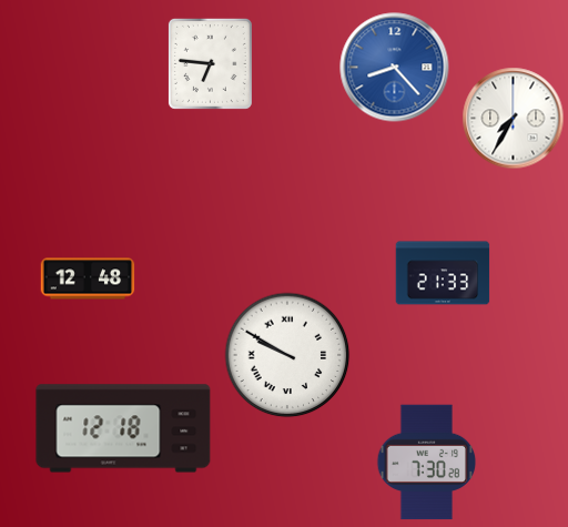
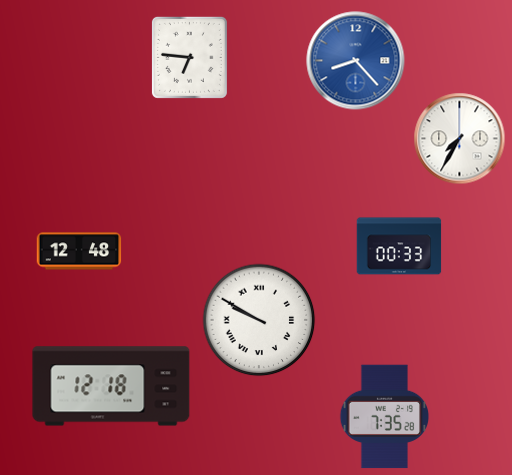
clock at (514, 119) position: (514, 119) -> (460, 139)
clock at (443, 273): 21:33 -> 00:33
clock at (427, 463): 7:30 -> 7:35
